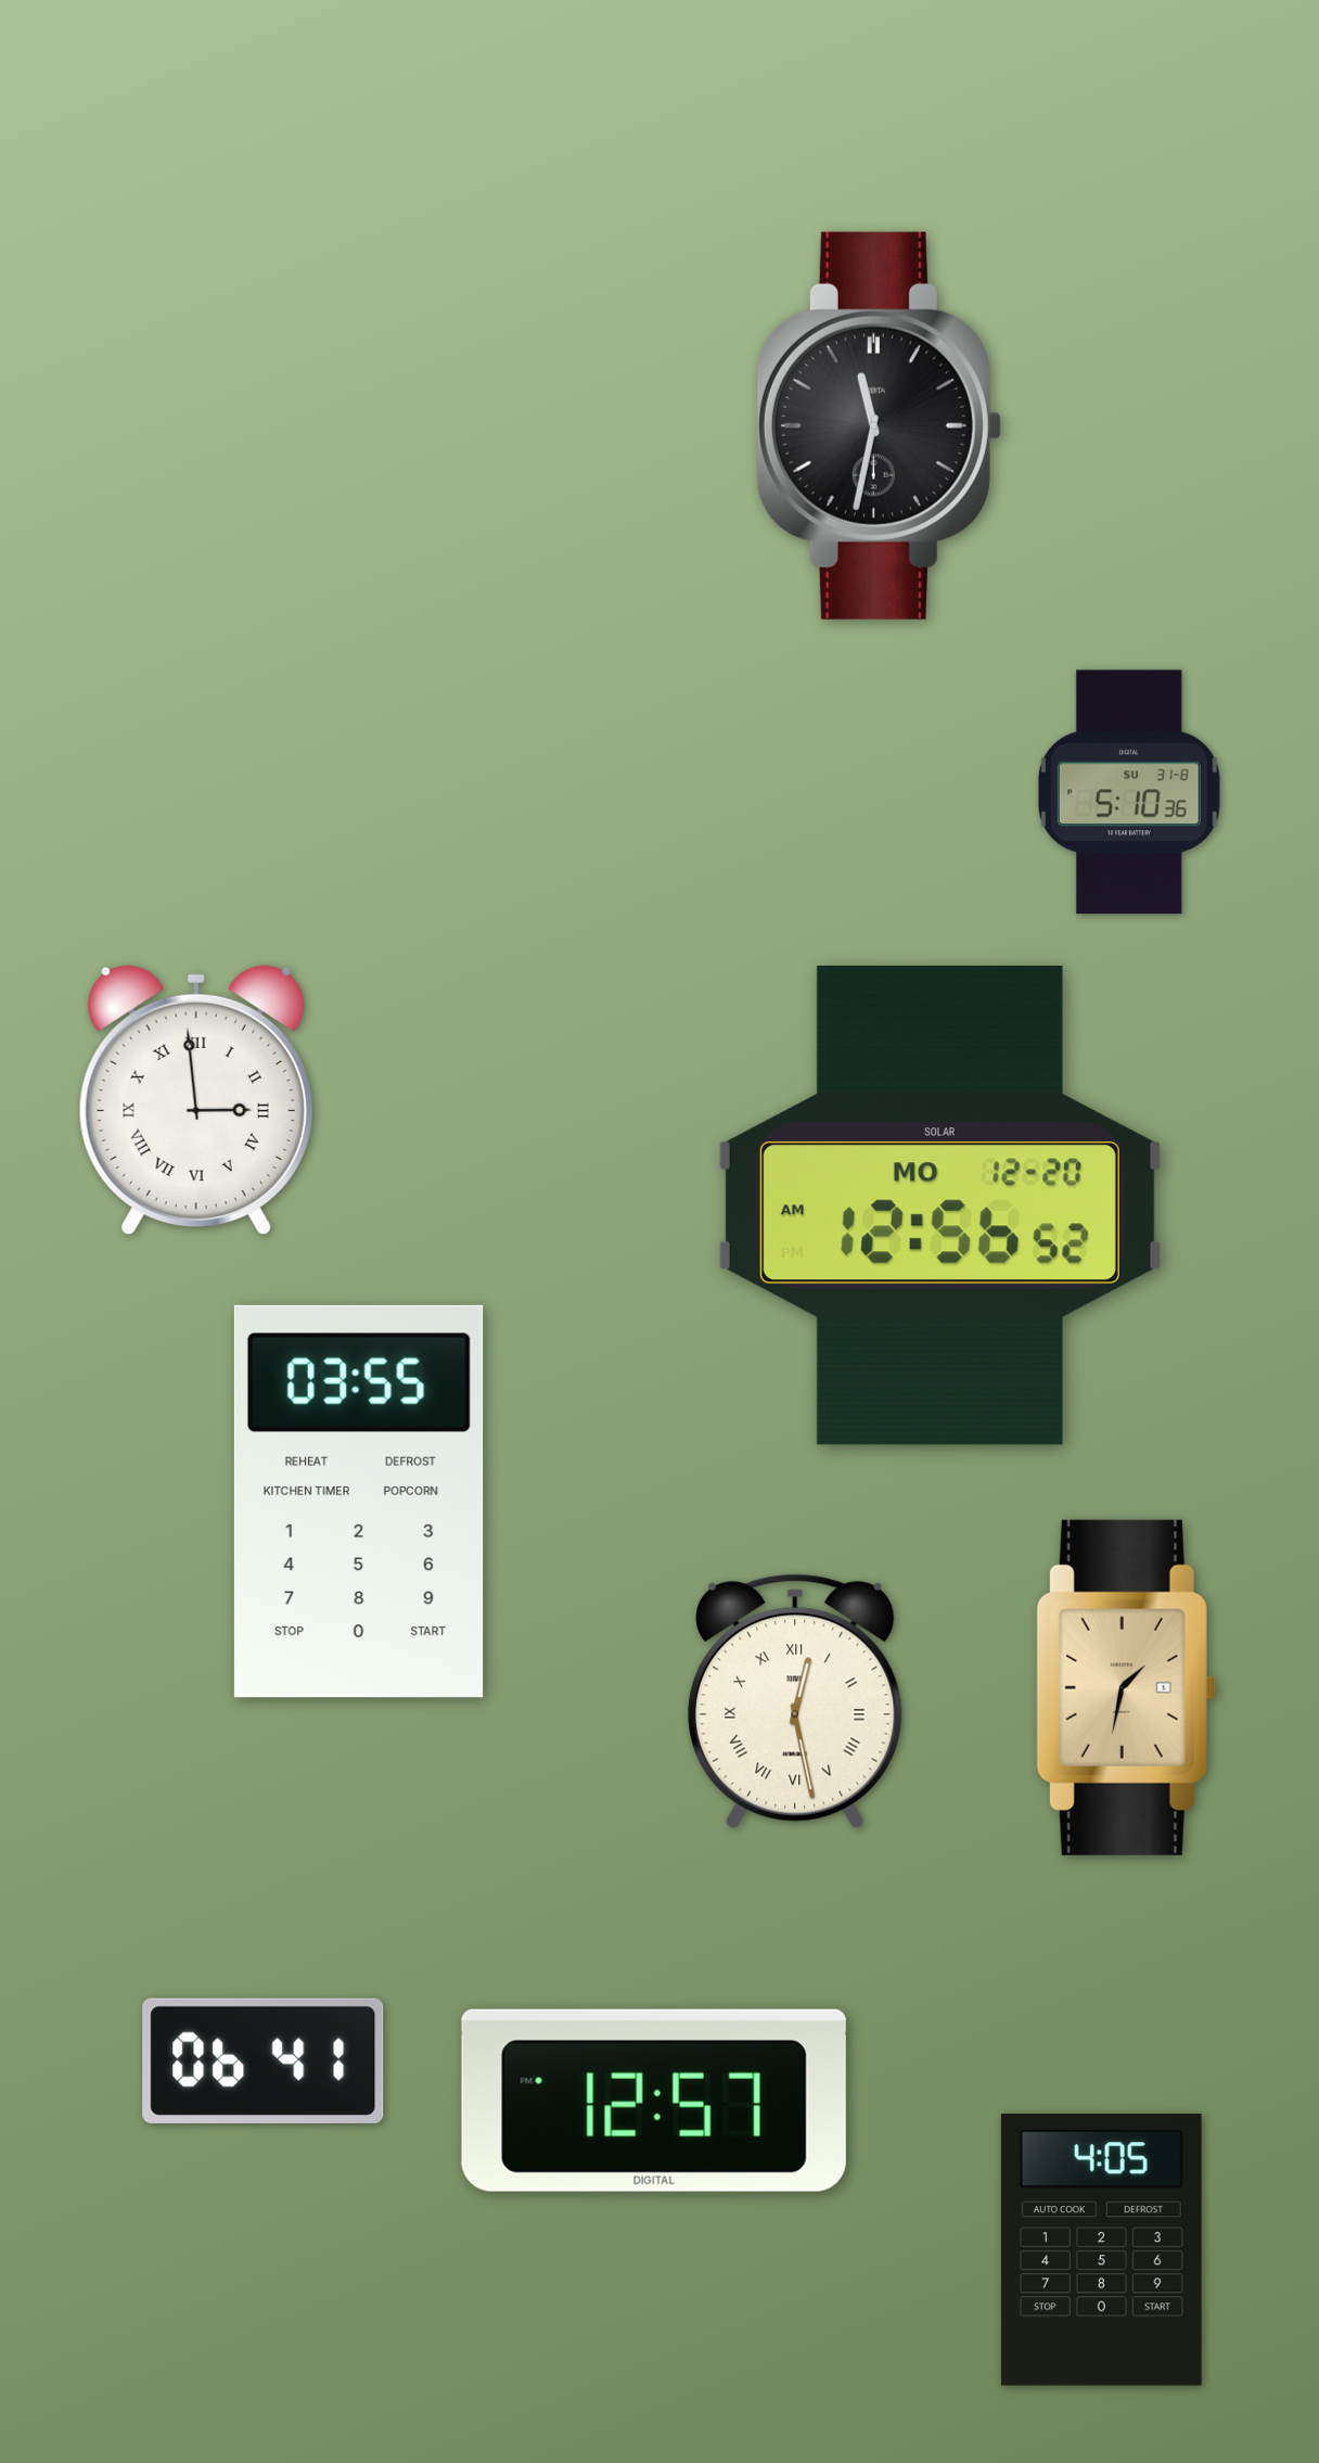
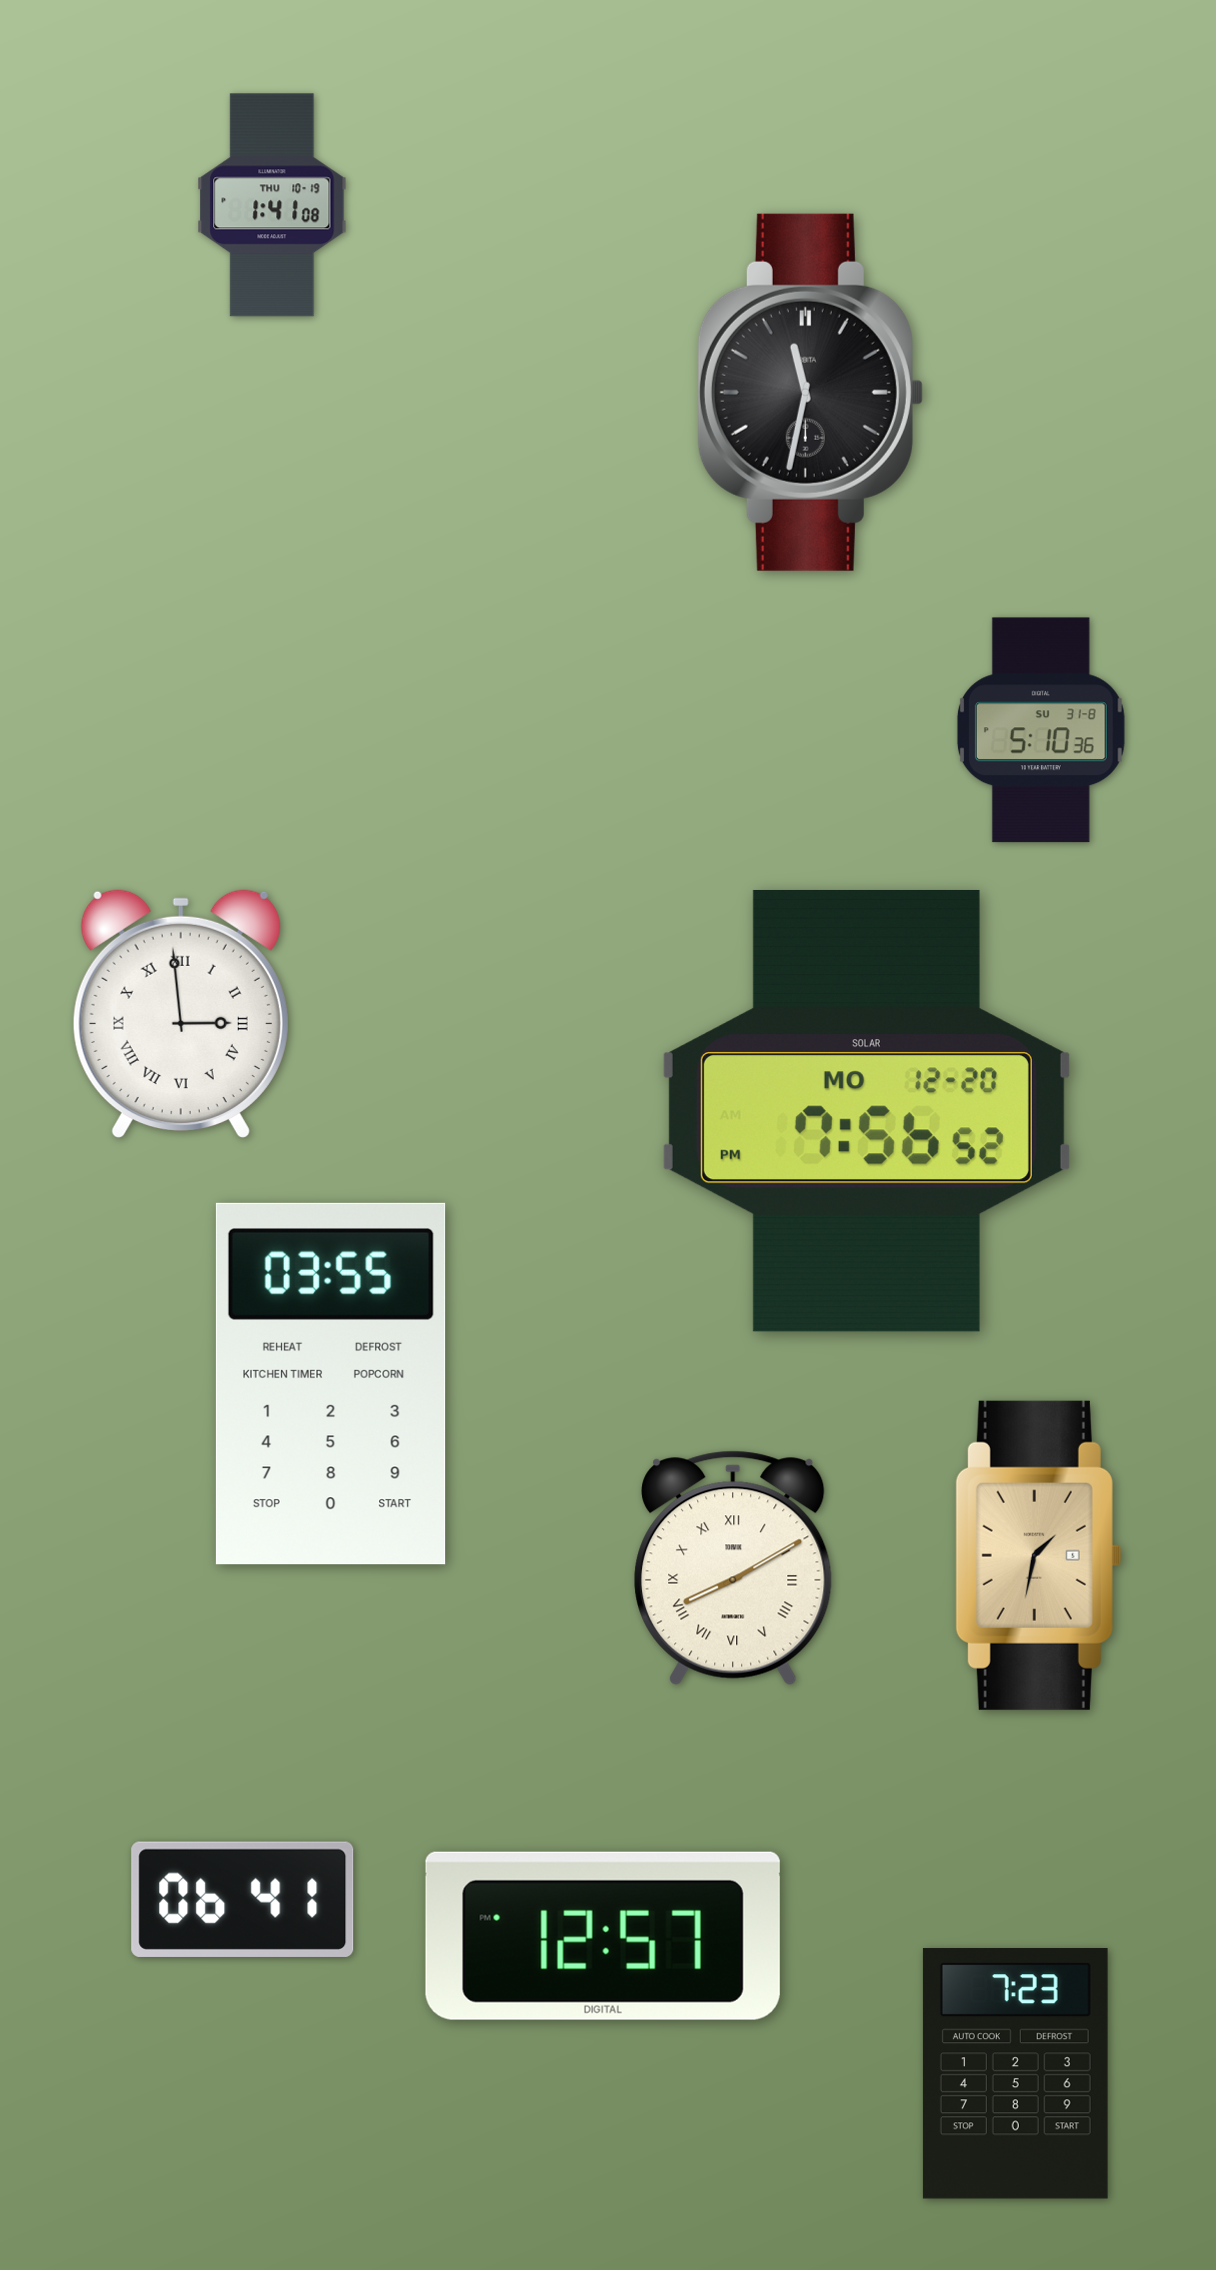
clock at (272, 205): none -> 1:41
clock at (940, 1205): 12:56 -> 7:56
clock at (795, 1701): 12:28 -> 8:10
clock at (1101, 2250): 4:05 -> 7:23
